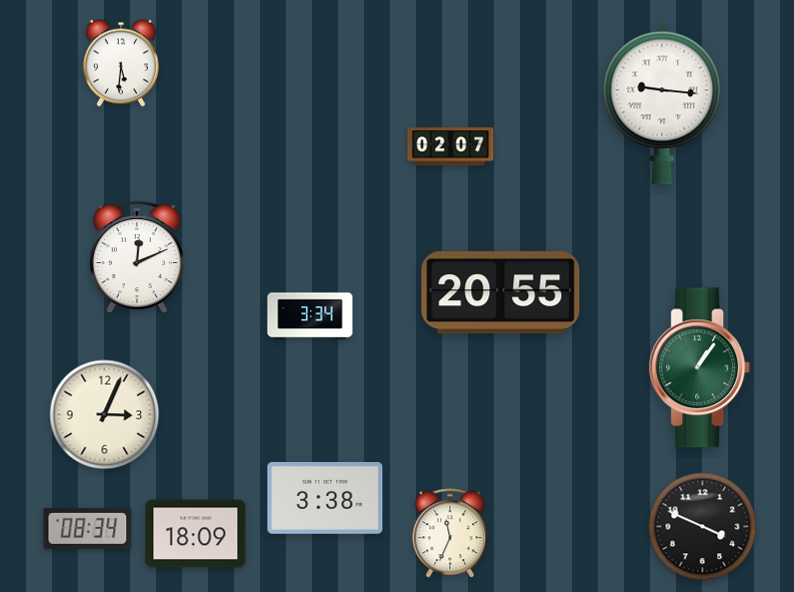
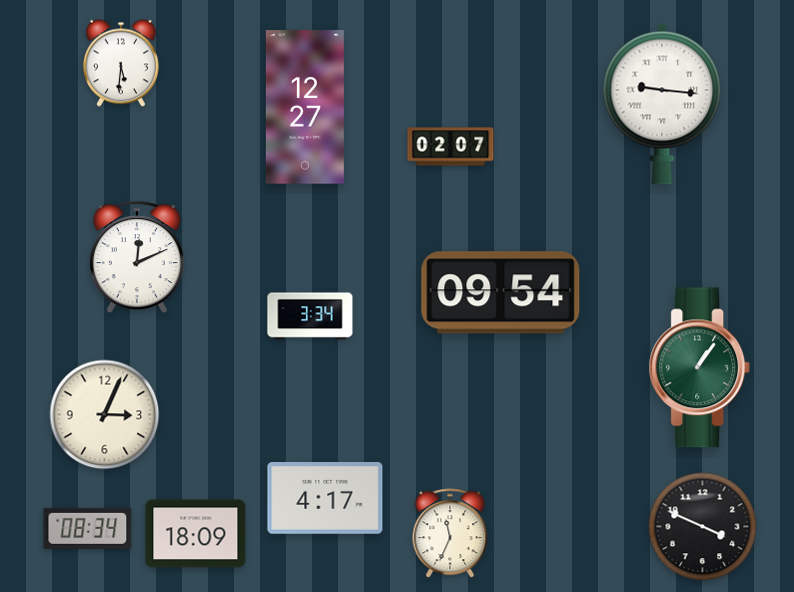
clock at (305, 107): none -> 12:27
clock at (501, 293): 20:55 -> 09:54
clock at (325, 499): 3:38 -> 4:17
